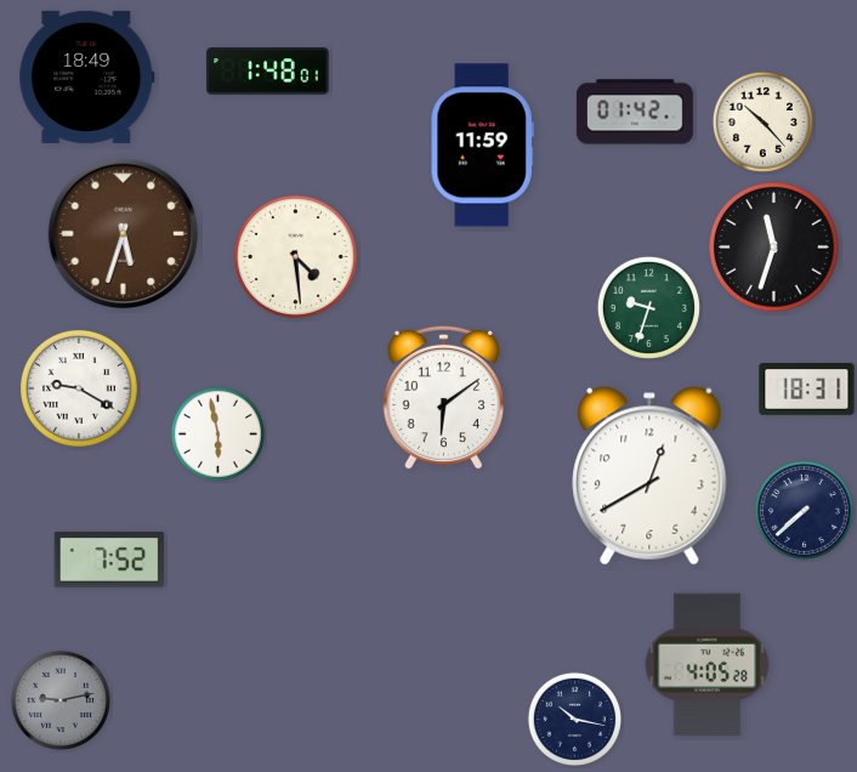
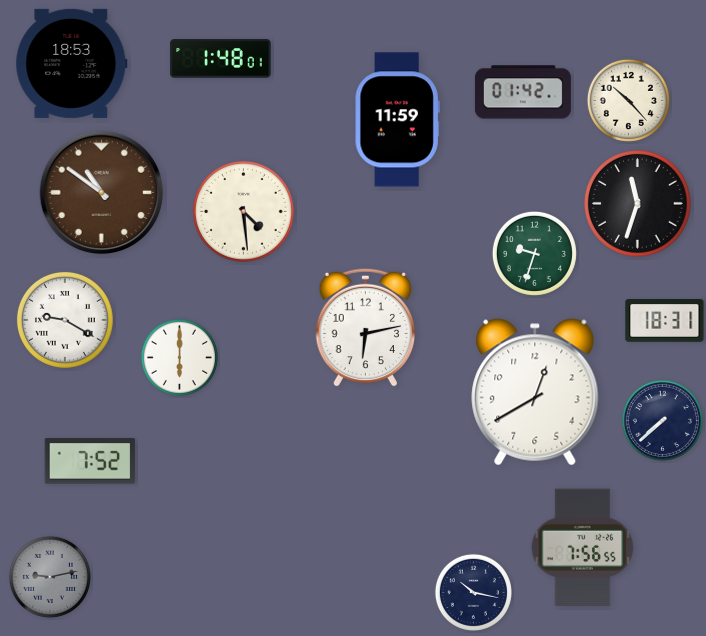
clock at (87, 76): 18:49 -> 18:53
clock at (124, 234): 5:33 -> 10:51
clock at (443, 397): 6:09 -> 6:13
clock at (217, 433): 5:58 -> 6:00
clock at (708, 665): 4:05 -> 7:56
